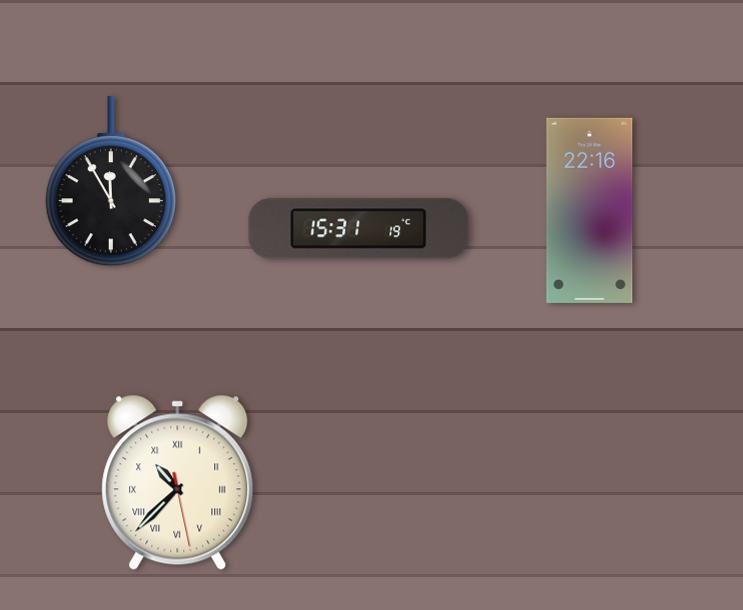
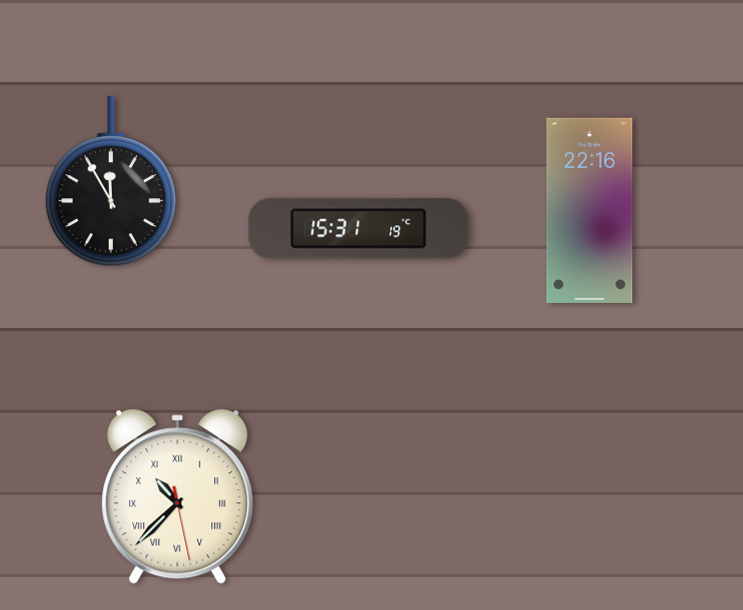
clock at (178, 482) position: (178, 482) -> (178, 496)
